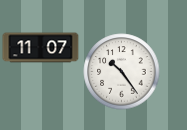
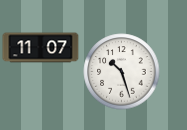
clock at (122, 72): 10:24 -> 10:27
